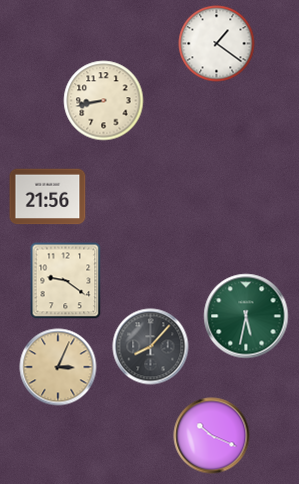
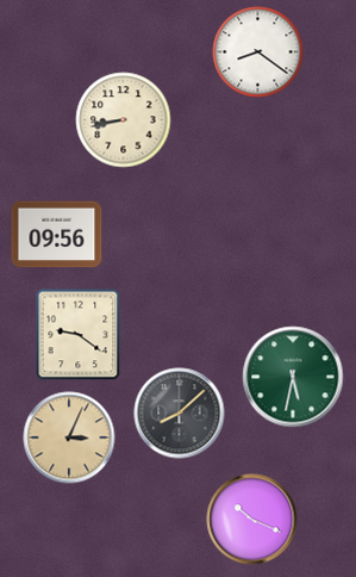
clock at (217, 44): 1:21 -> 8:21
clock at (48, 197): 21:56 -> 09:56
clock at (151, 347): 8:07 -> 8:08
